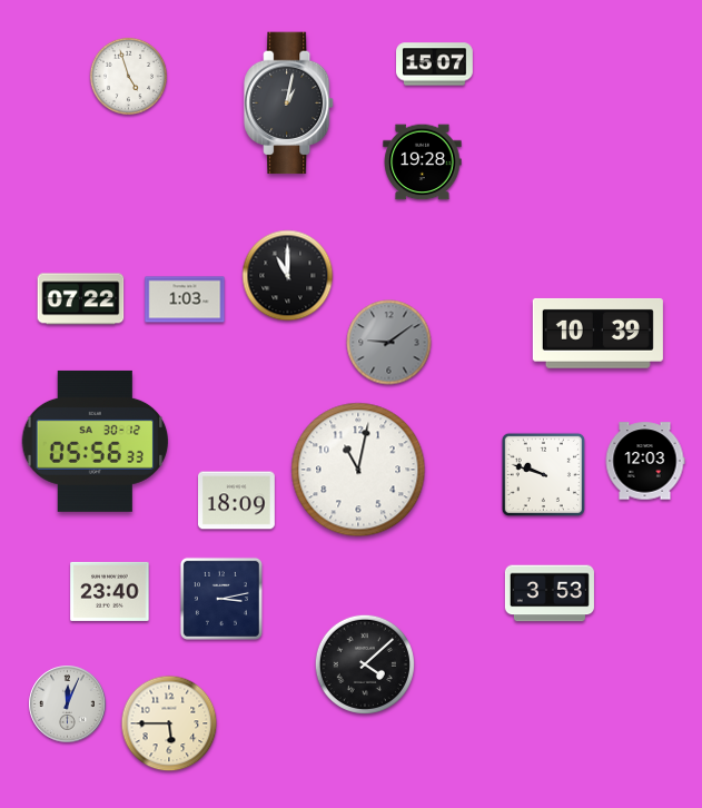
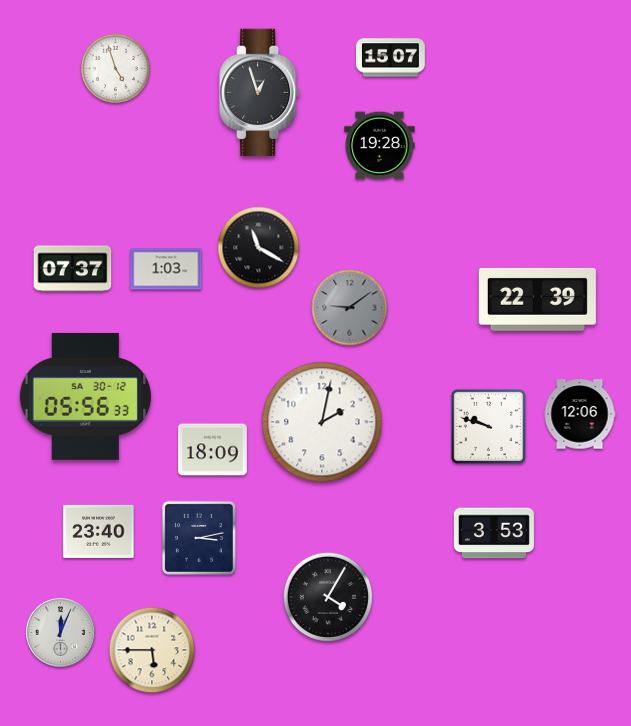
clock at (289, 104): 1:02 -> 12:57
clock at (288, 276): 11:00 -> 11:20
clock at (81, 299): 07:22 -> 07:37
clock at (597, 333): 10:39 -> 22:39
clock at (645, 461): 12:03 -> 12:06
clock at (358, 470): 11:02 -> 2:02
clock at (364, 663): 4:08 -> 4:05
